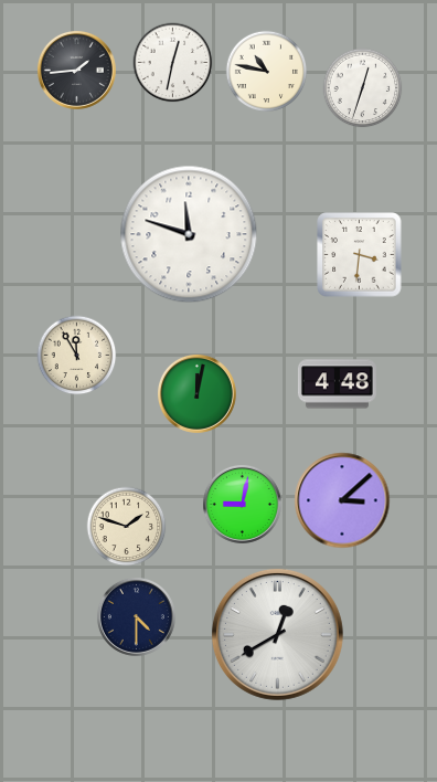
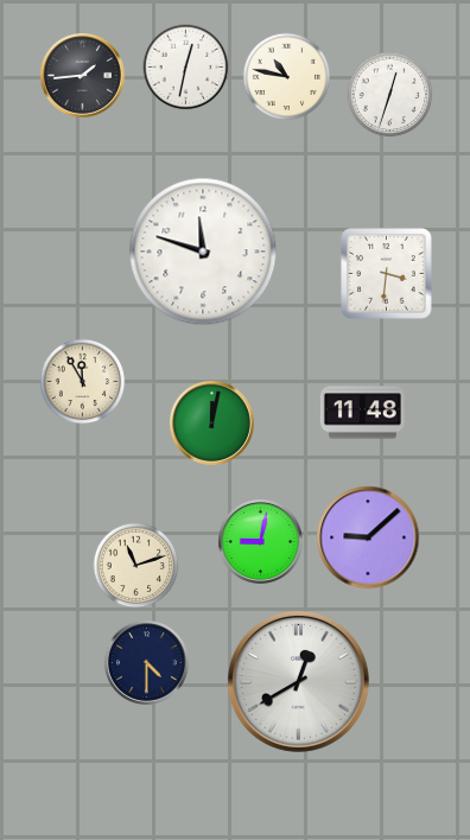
clock at (337, 384): 4:48 -> 11:48
clock at (342, 500): 3:08 -> 9:08
clock at (127, 527): 1:48 -> 11:12
